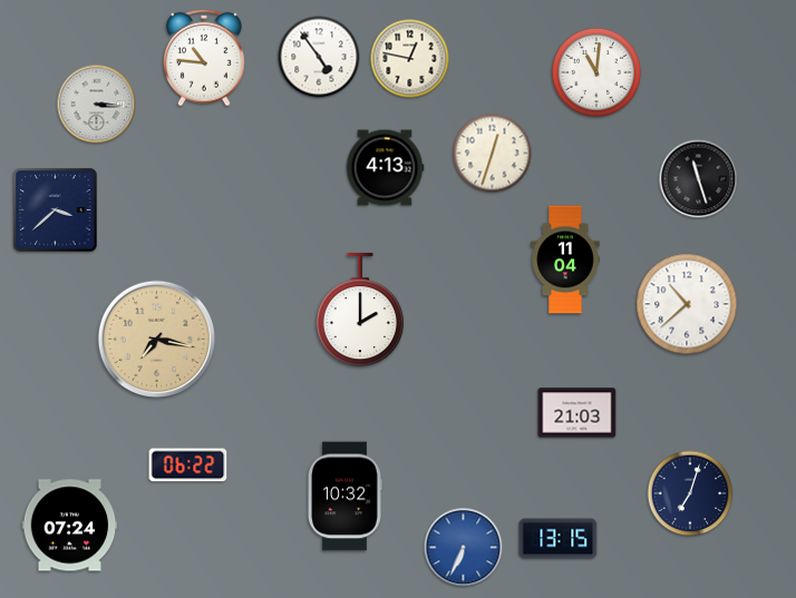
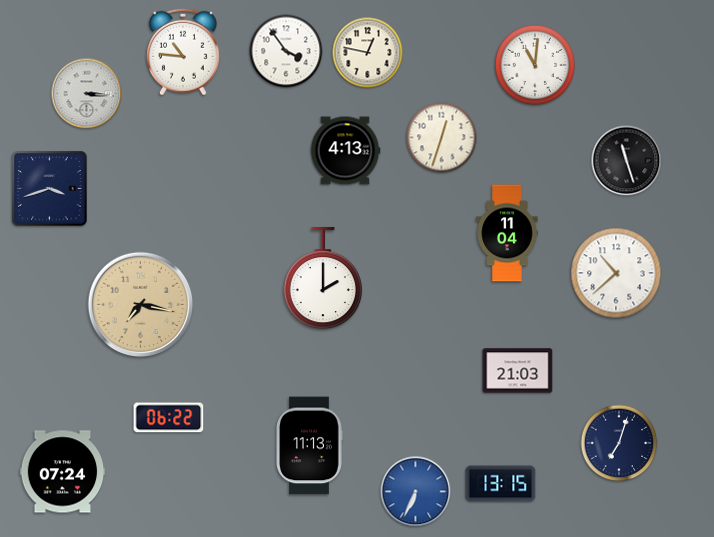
clock at (319, 57): 4:54 -> 3:54
clock at (56, 210): 3:38 -> 3:42
clock at (344, 497): 10:32 -> 11:13
